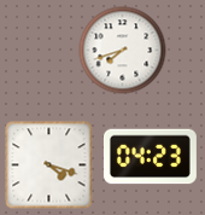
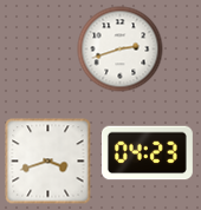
clock at (123, 51): 7:42 -> 2:42
clock at (49, 165): 4:18 -> 3:42
